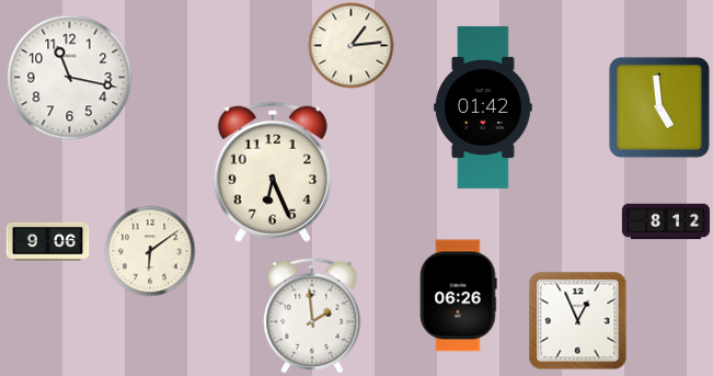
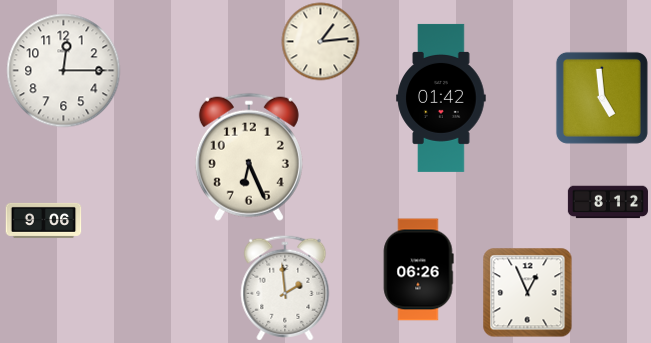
clock at (70, 78): 11:17 -> 12:15
clock at (150, 251): 6:09 -> none
